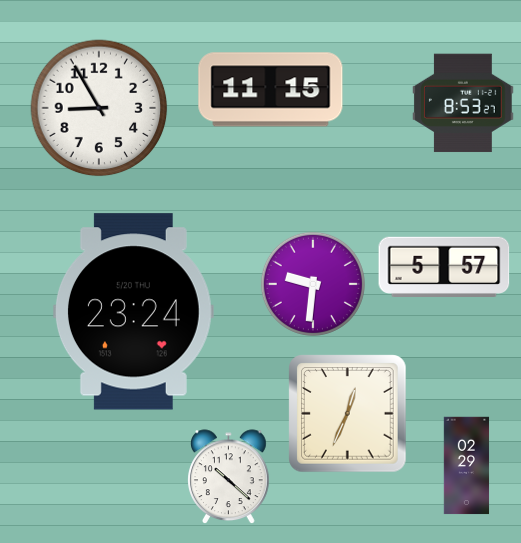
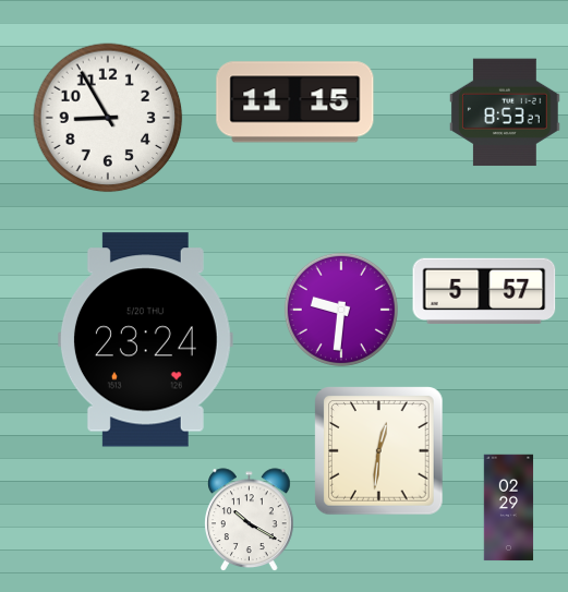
clock at (271, 90) position: (271, 90) -> (295, 102)
clock at (348, 414): 12:34 -> 12:31
clock at (229, 477): 10:22 -> 10:20
